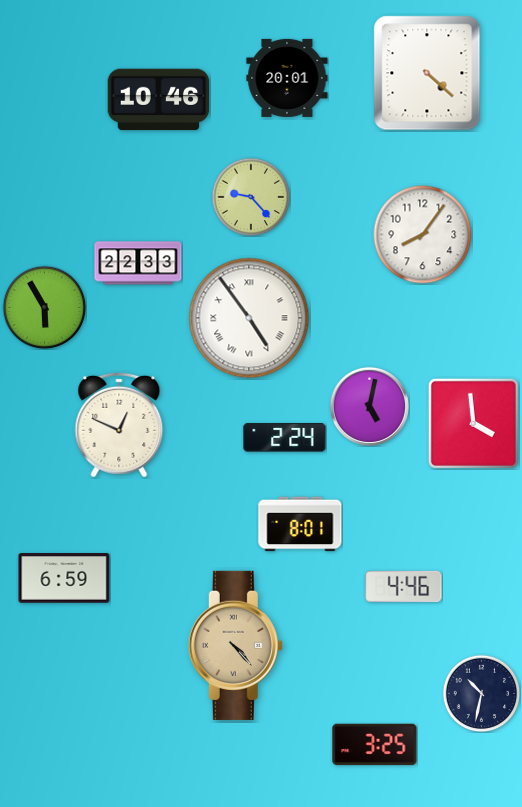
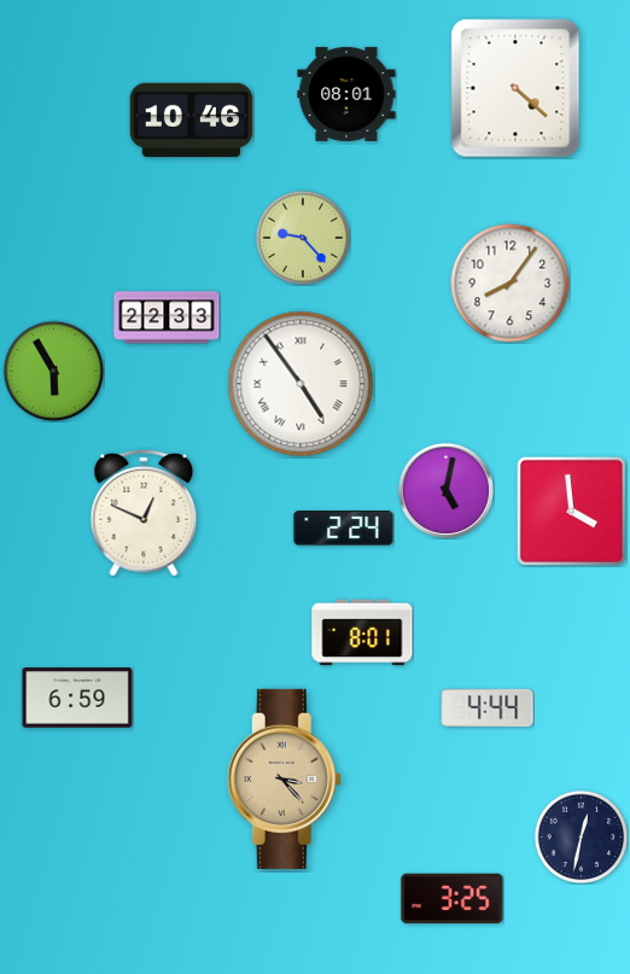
clock at (287, 78): 20:01 -> 08:01
clock at (404, 586): 4:46 -> 4:44
clock at (235, 645): 4:23 -> 3:23
clock at (481, 693): 10:32 -> 12:32
